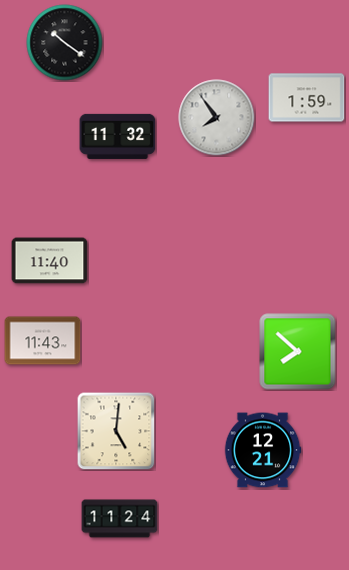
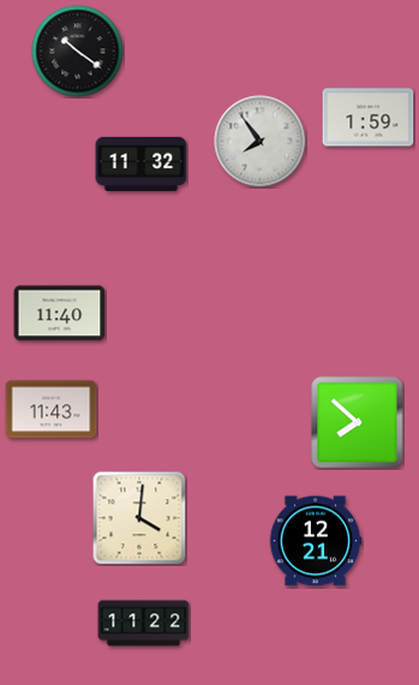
clock at (116, 431): 5:01 -> 4:01
clock at (120, 519): 11:24 -> 11:22
